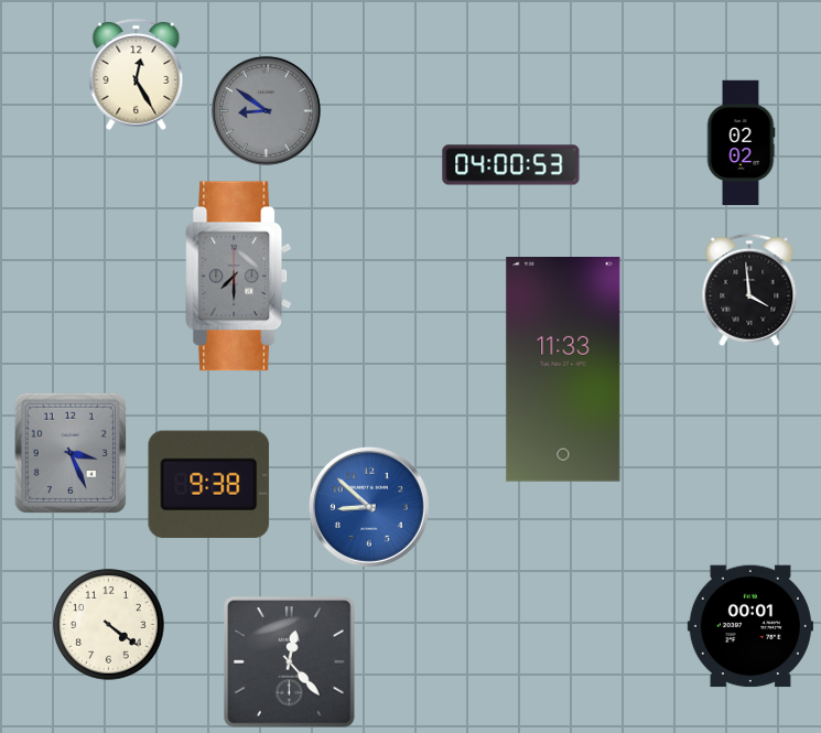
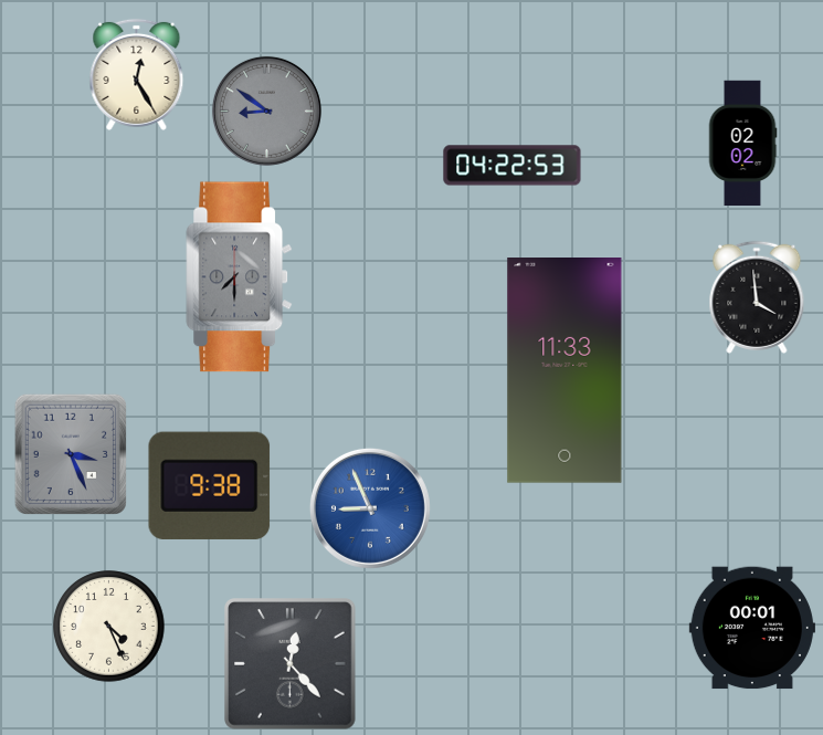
clock at (511, 165): 04:00 -> 04:22
clock at (749, 290) position: (749, 290) -> (757, 297)
clock at (369, 507): 8:52 -> 8:56
clock at (109, 625): 4:21 -> 4:26
